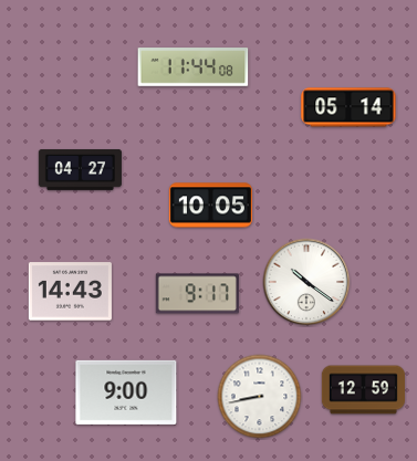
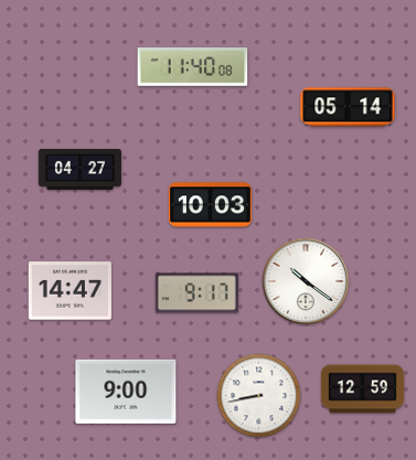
clock at (194, 67): 11:44 -> 11:40
clock at (210, 206): 10:05 -> 10:03
clock at (70, 292): 14:43 -> 14:47
